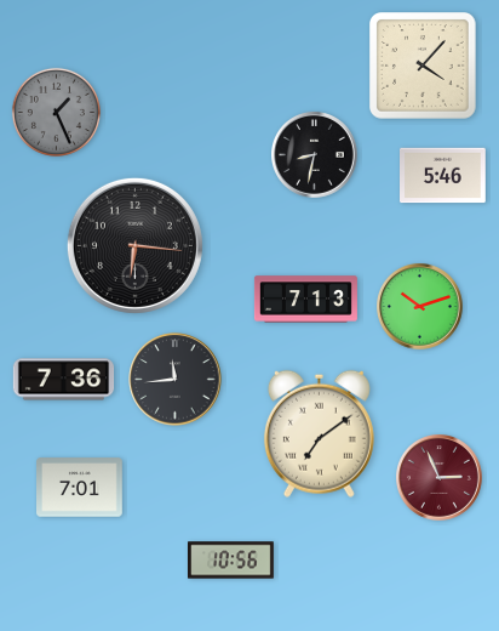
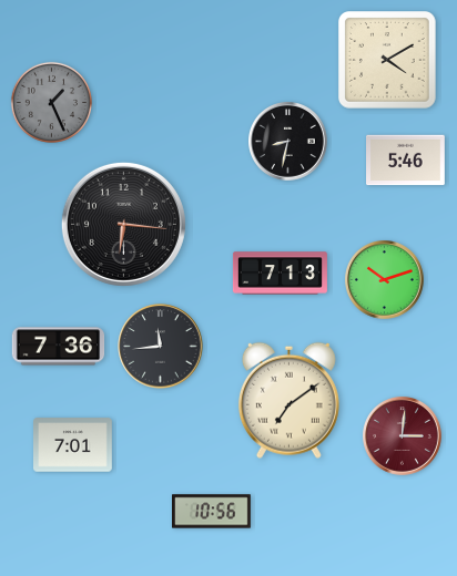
clock at (423, 66): 4:07 -> 4:10
clock at (319, 433) position: (319, 433) -> (288, 400)
clock at (440, 478): 2:56 -> 3:01
